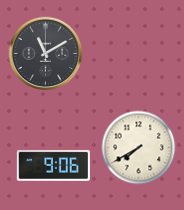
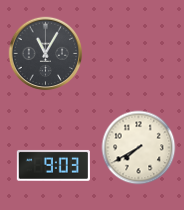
clock at (46, 54): 11:10 -> 11:05
clock at (53, 165): 9:06 -> 9:03
